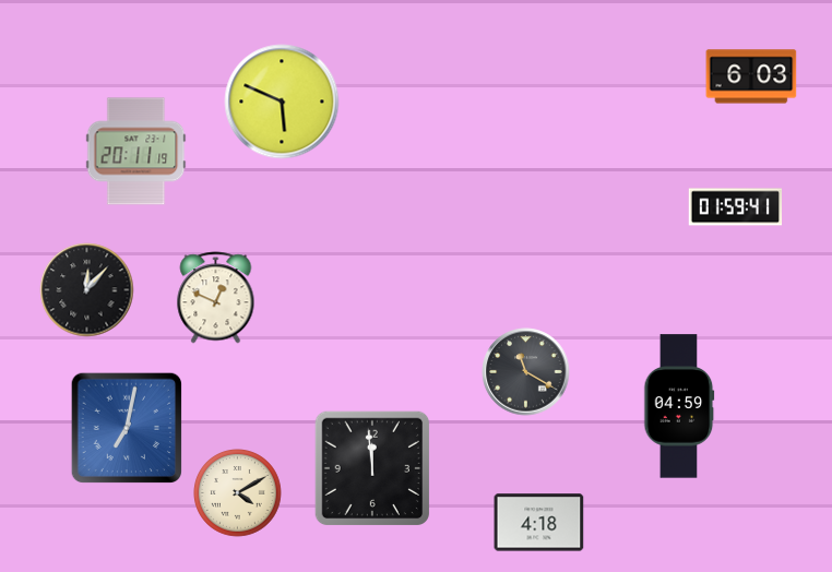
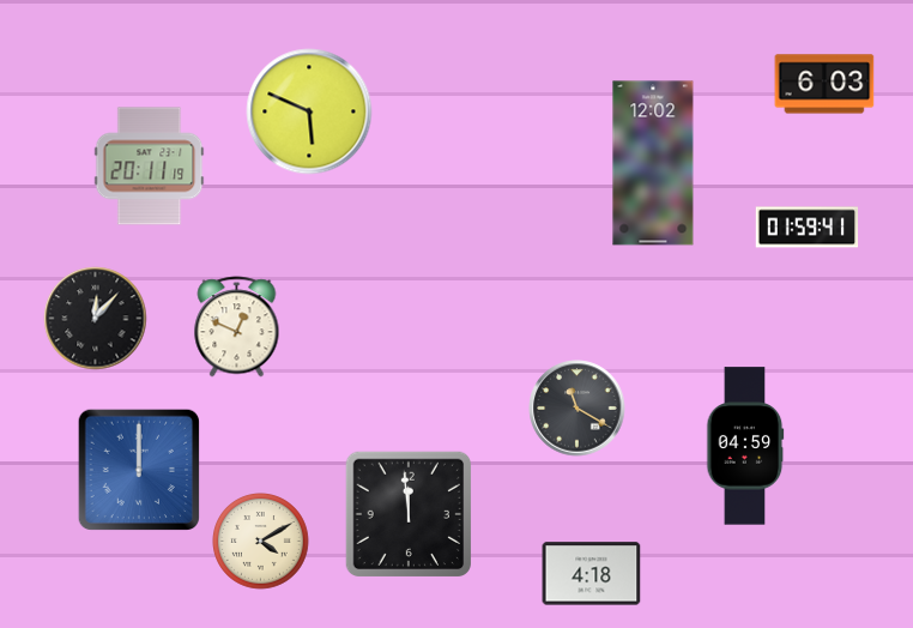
clock at (653, 163): none -> 12:02
clock at (126, 428): 7:02 -> 12:00
